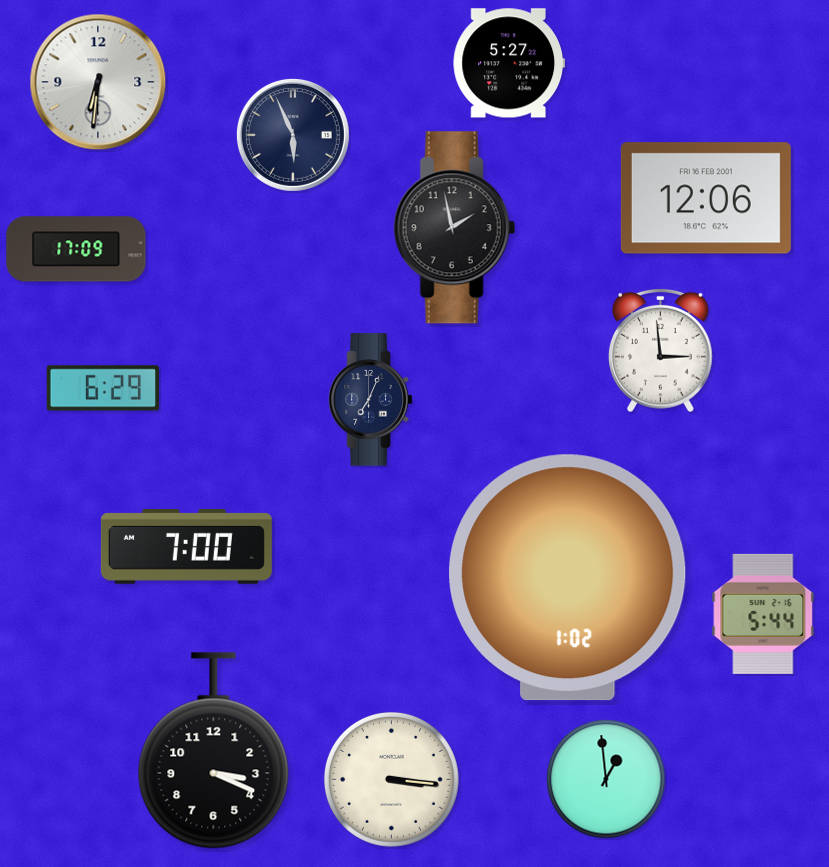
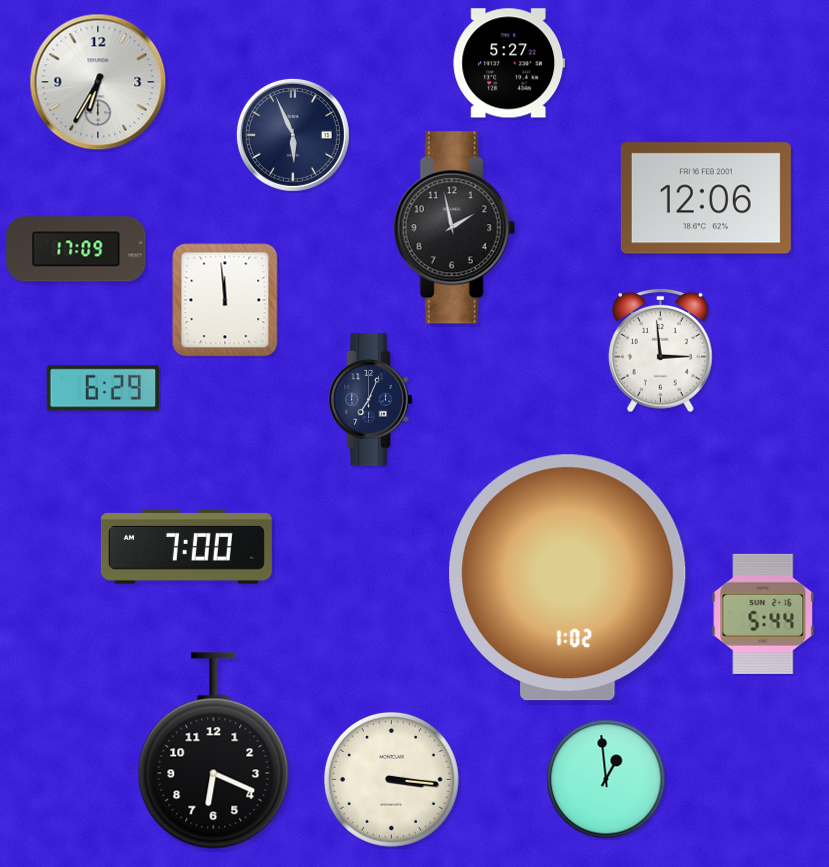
clock at (98, 82): 6:31 -> 6:35
clock at (225, 300): none -> 11:59
clock at (214, 751): 3:19 -> 6:19
